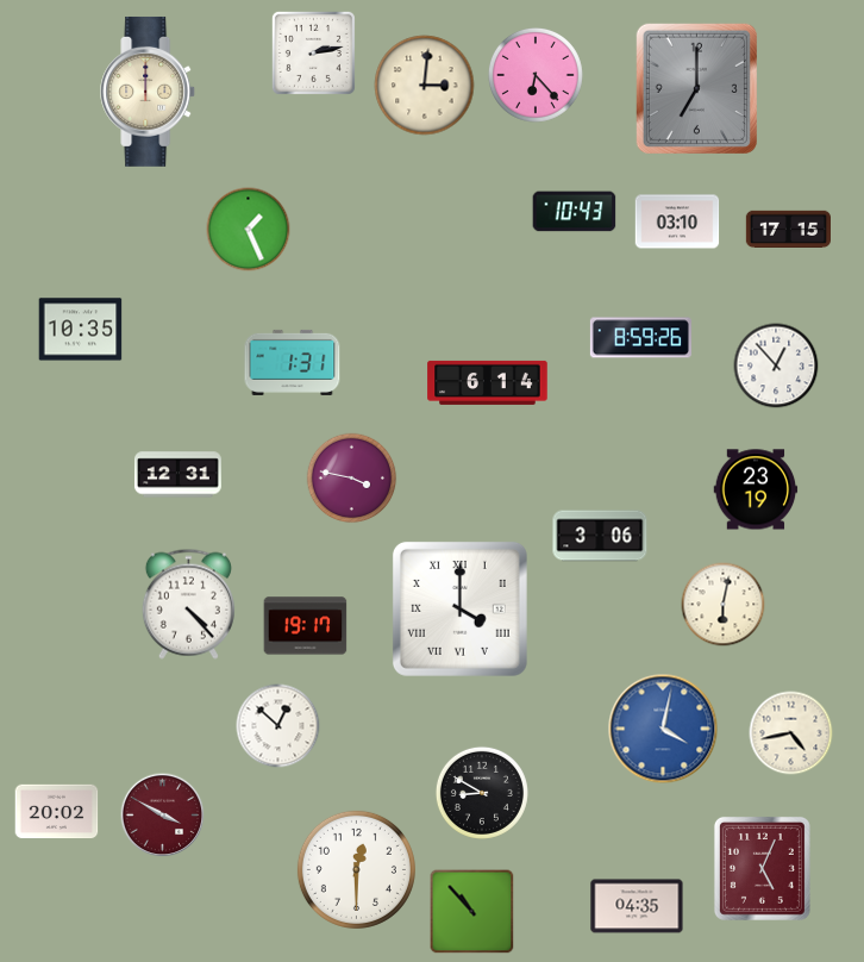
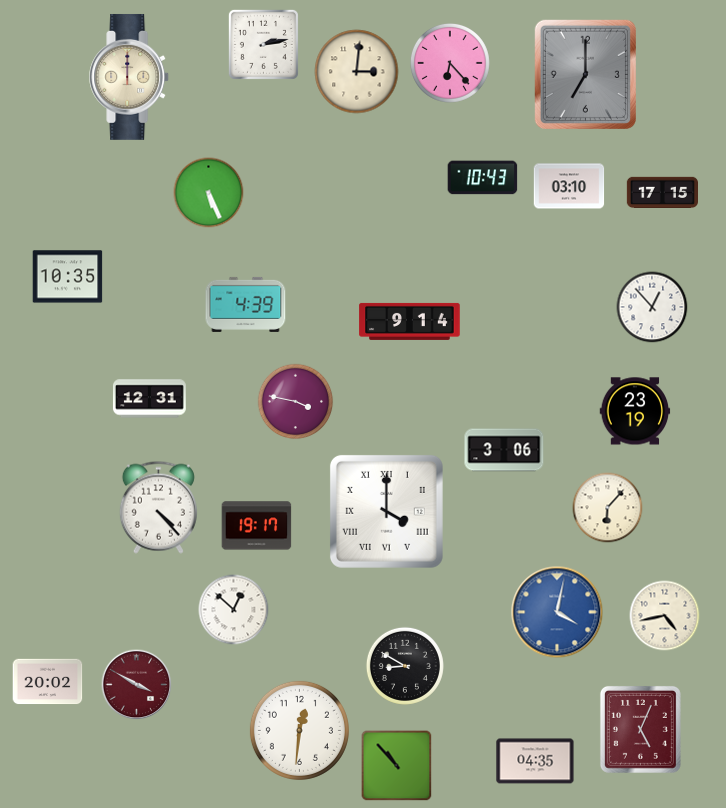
clock at (149, 92) position: (149, 92) -> (130, 77)
clock at (249, 230): 1:26 -> 5:26
clock at (640, 338): 8:59 -> none
clock at (293, 362): 1:31 -> 4:39
clock at (488, 382): 6:14 -> 9:14
clock at (724, 605): 6:02 -> 6:07
clock at (356, 869): 12:30 -> 12:31
